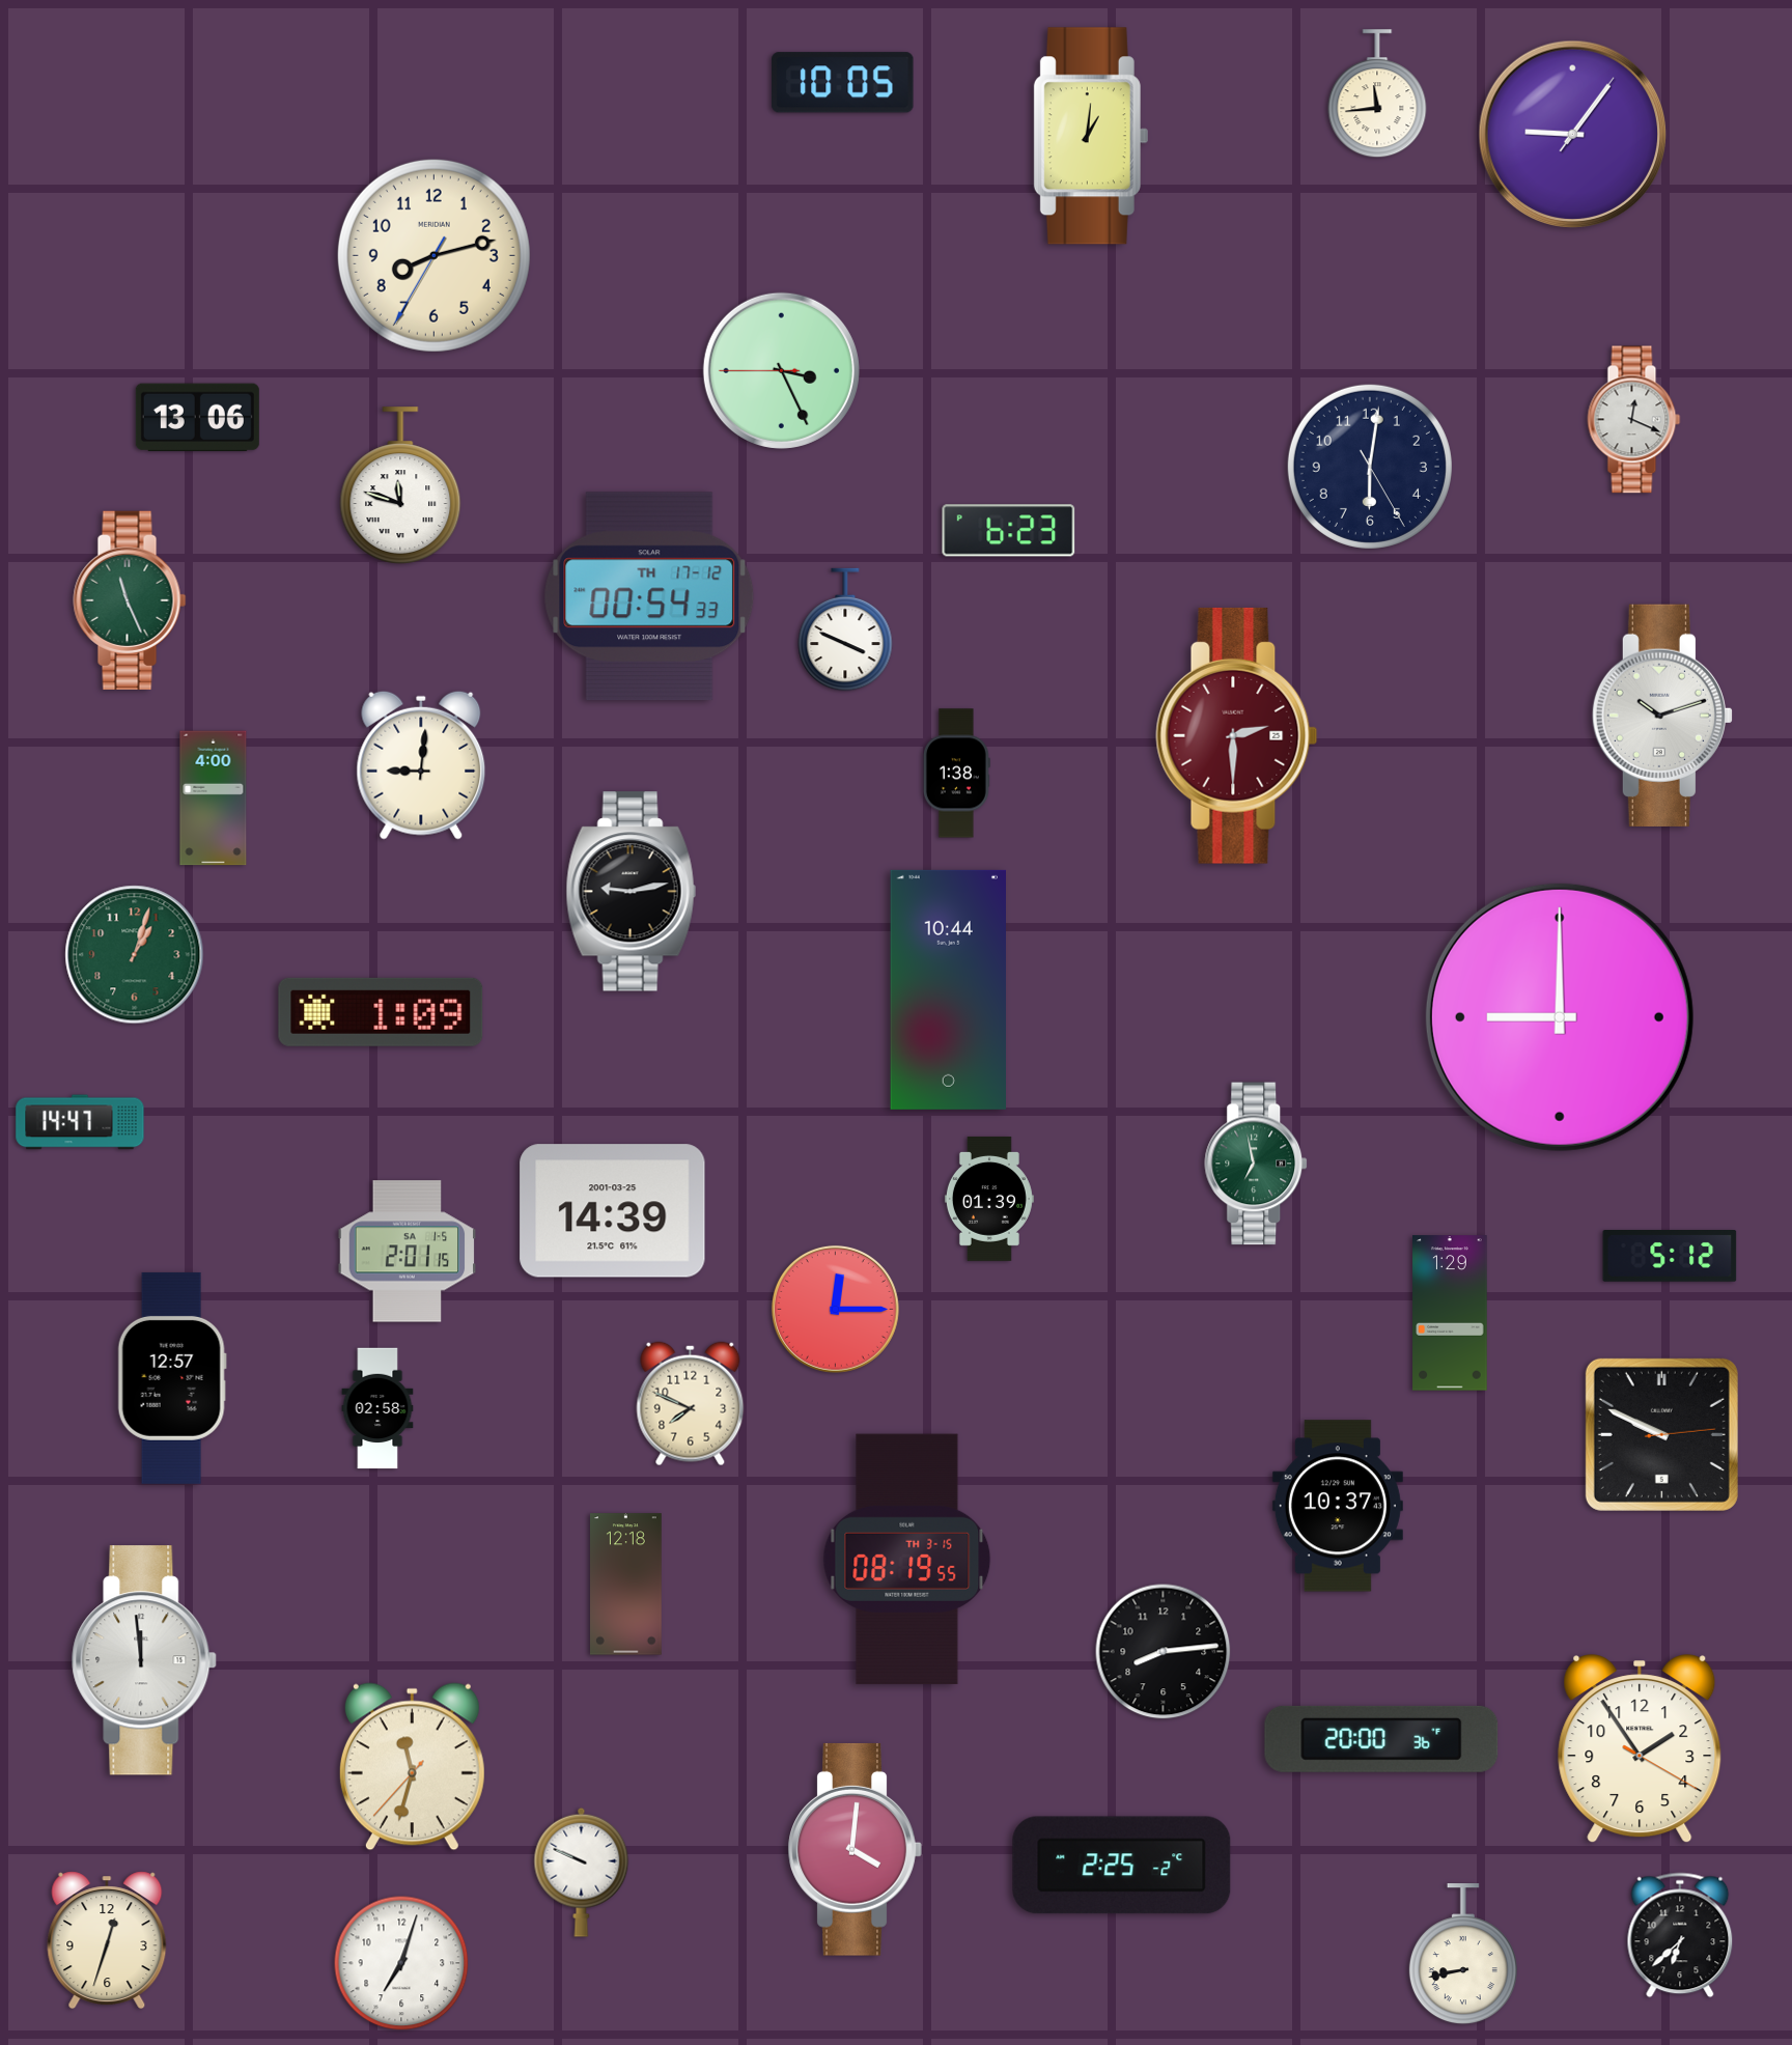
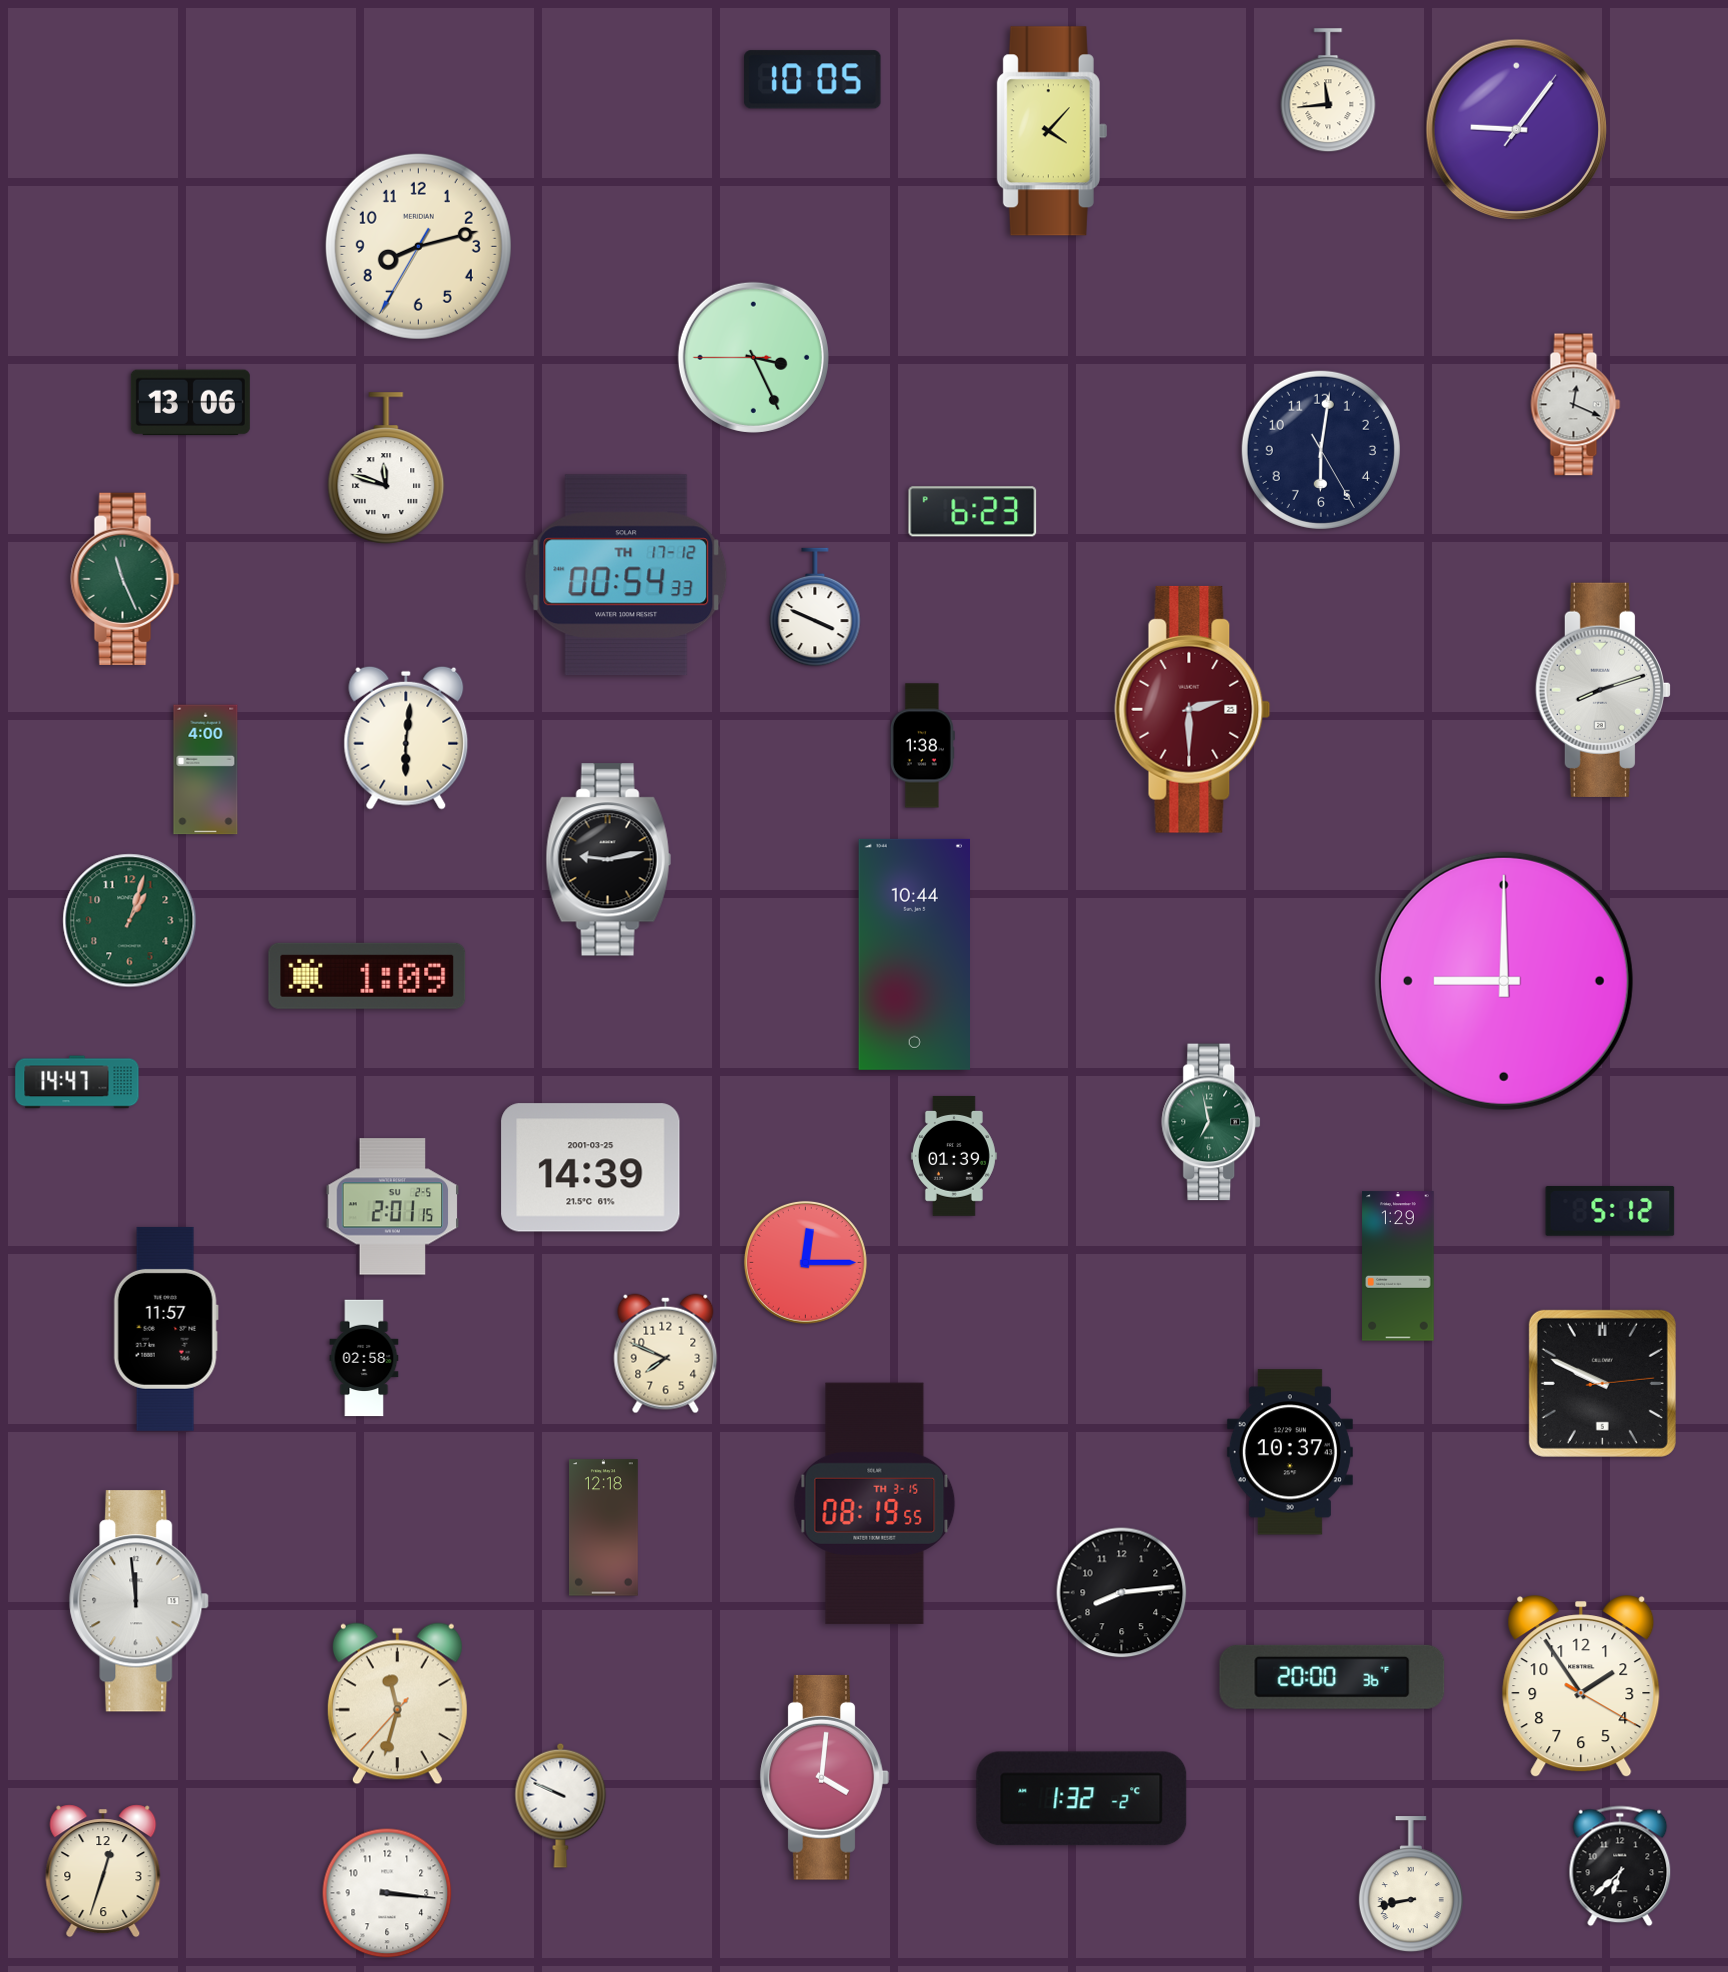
clock at (1091, 136): 1:01 -> 4:07
clock at (1662, 716): 10:12 -> 8:12
clock at (421, 765): 9:01 -> 6:01
clock at (408, 1252) date: SA 1-5 -> SU 2-5
clock at (172, 1378): 12:57 -> 11:57
clock at (855, 1849) position: (855, 1849) -> (824, 1777)
clock at (1122, 1866): 2:25 -> 1:32
clock at (401, 1963): 7:03 -> 3:16
